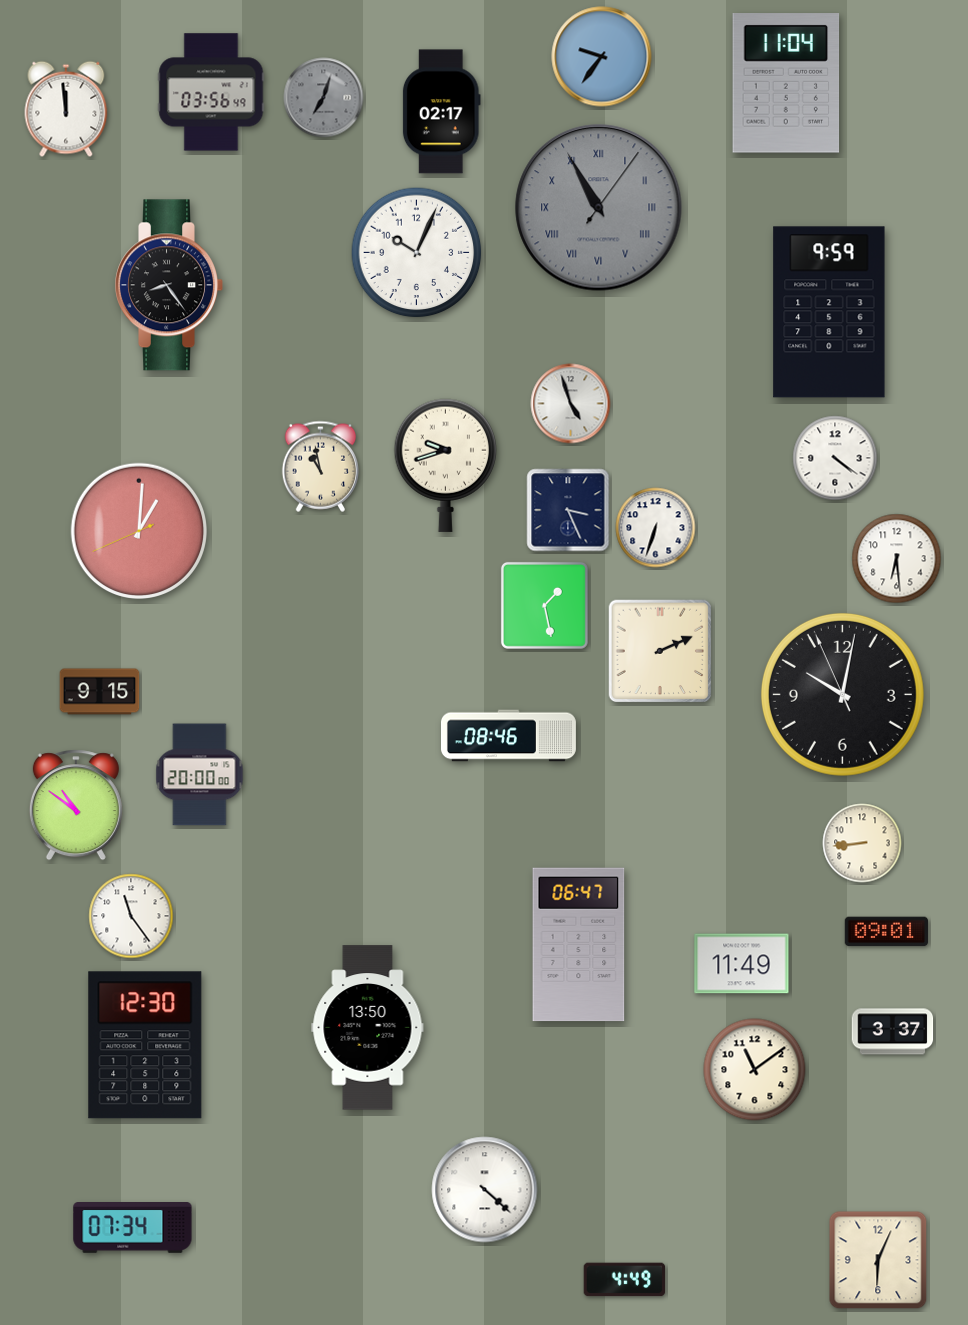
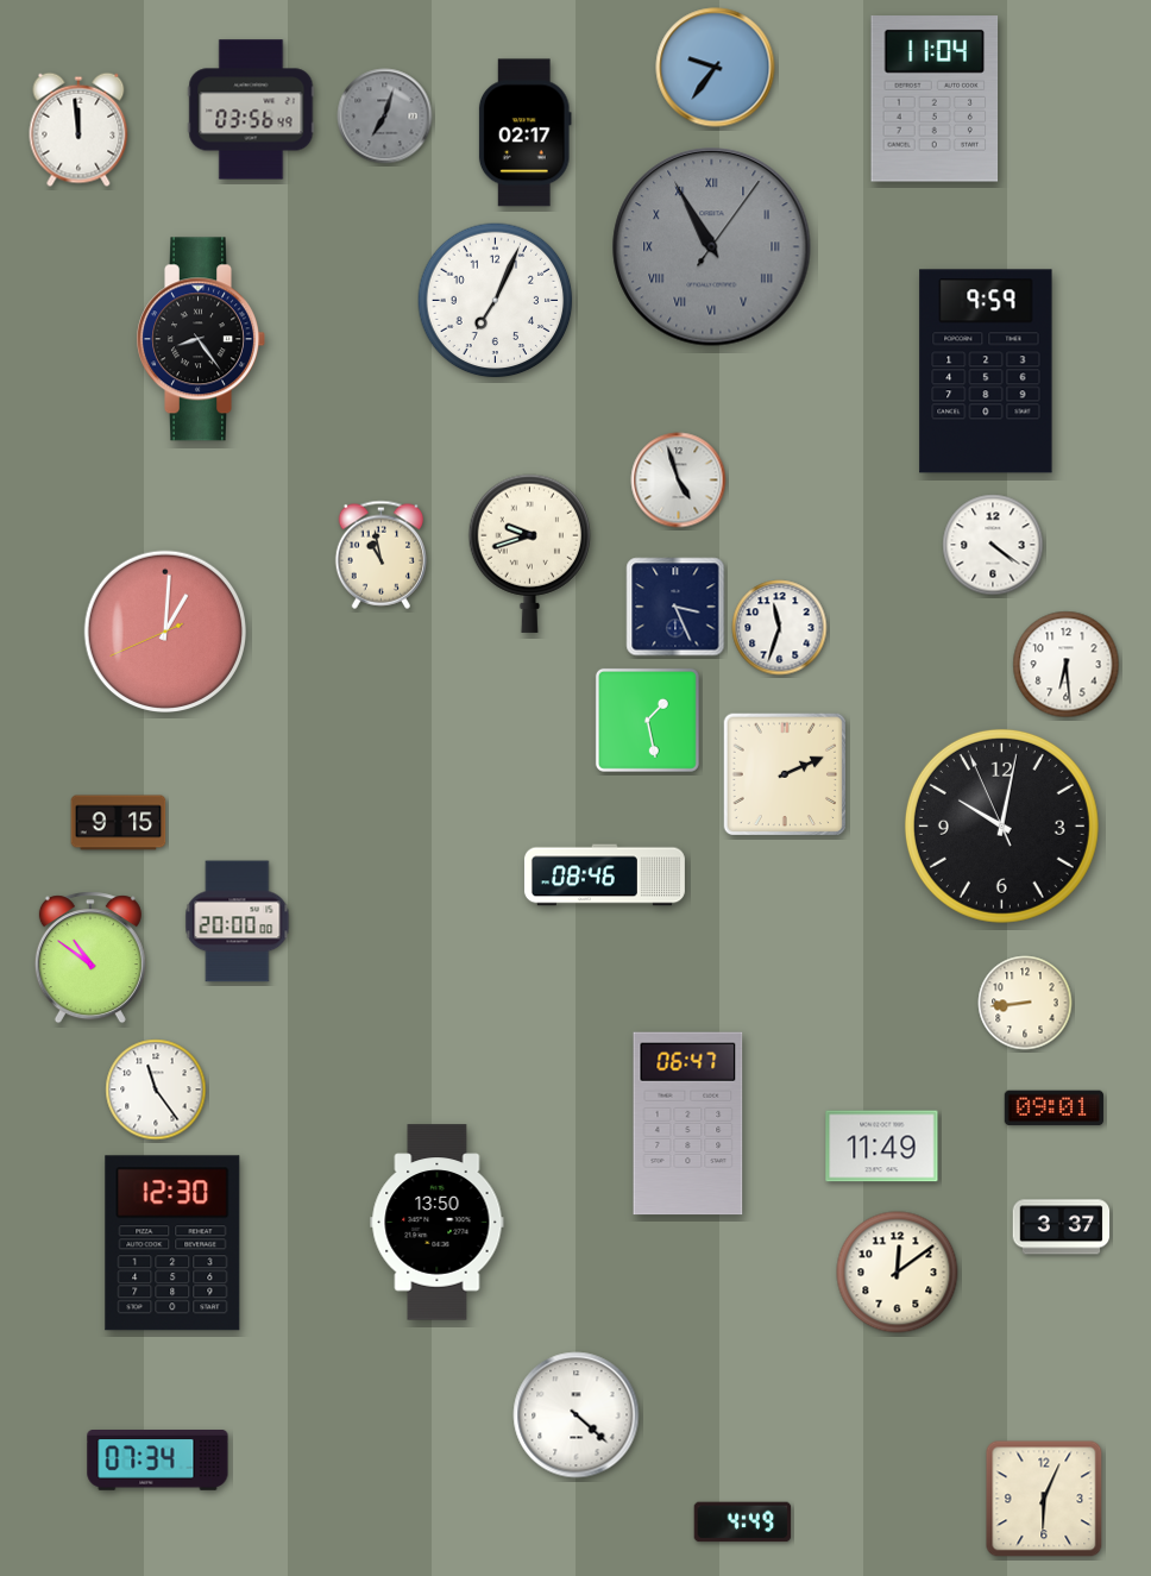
clock at (417, 253): 10:04 -> 7:04
clock at (656, 528): 6:33 -> 11:33
clock at (755, 1070): 11:09 -> 12:09
